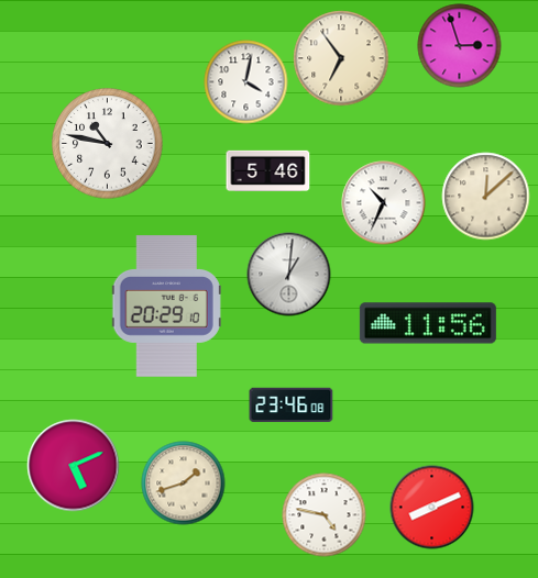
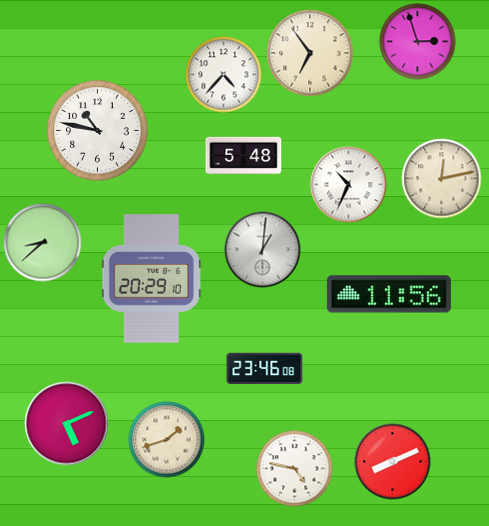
clock at (246, 82): 4:02 -> 4:37
clock at (268, 170): 5:46 -> 5:48
clock at (486, 197): 12:08 -> 12:13
clock at (43, 243): none -> 8:38
